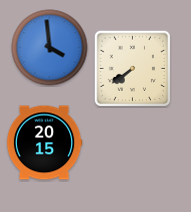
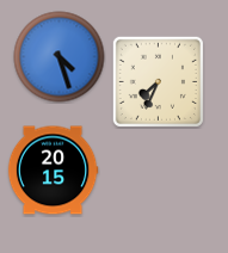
clock at (50, 48): 3:59 -> 4:27
clock at (132, 68): 7:39 -> 7:34
